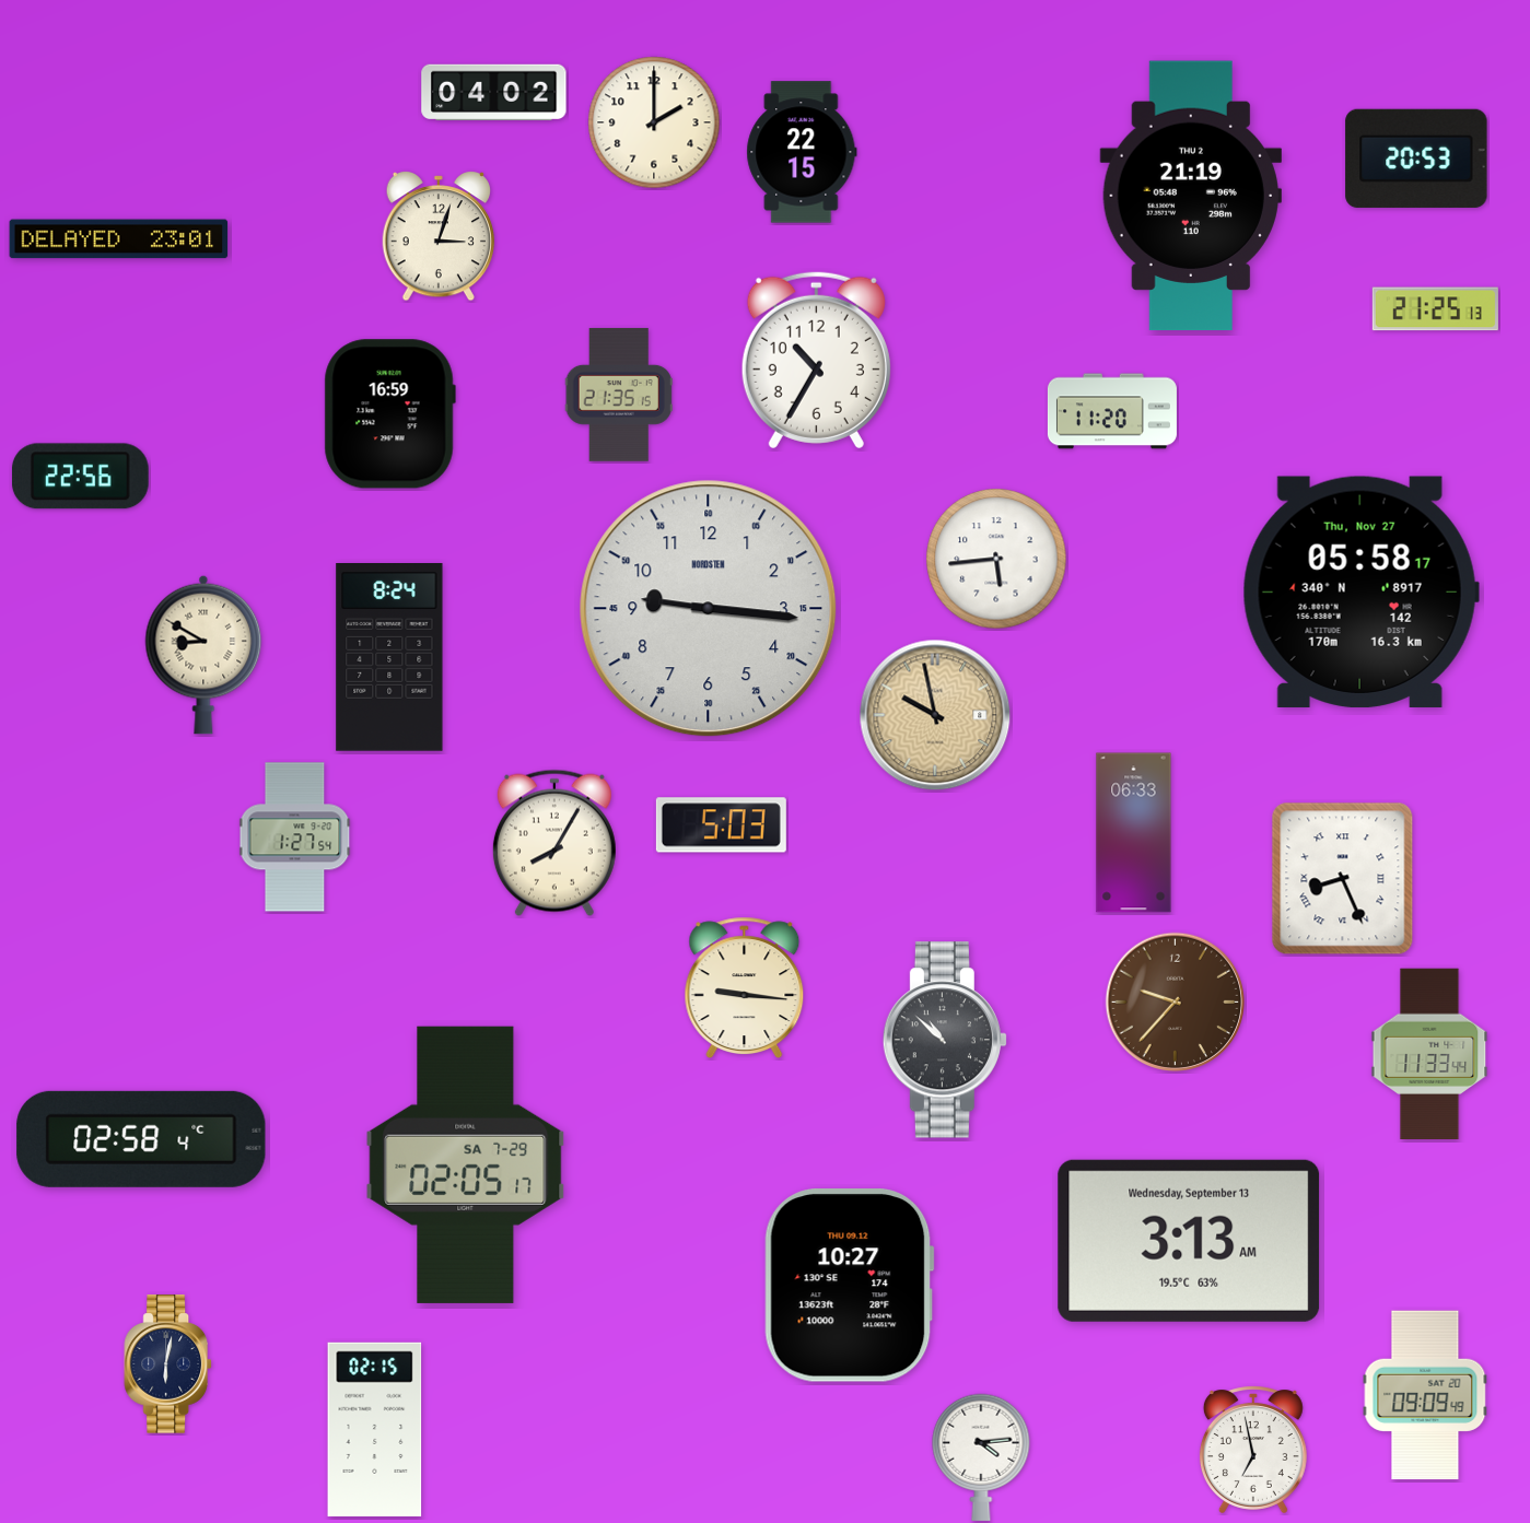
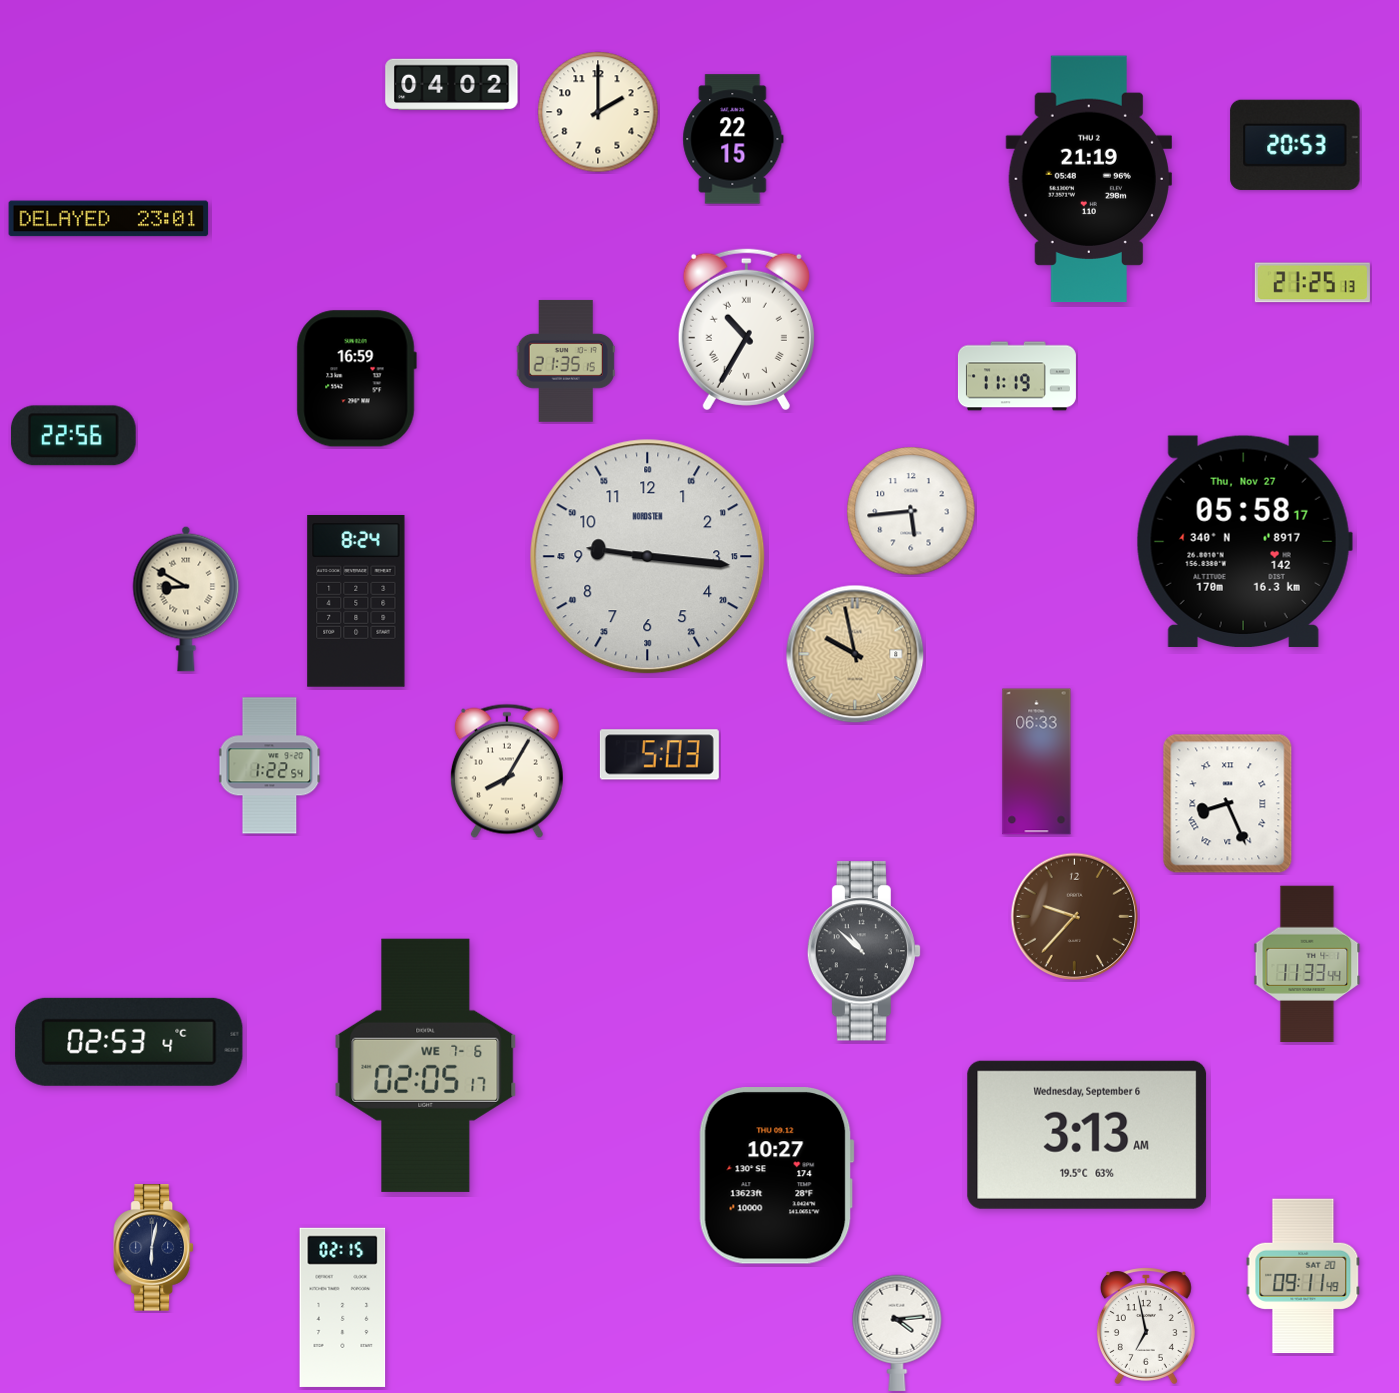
clock at (437, 237): 3:03 -> none
clock at (816, 360) numerals: Arabic -> Roman
clock at (1112, 411): 11:20 -> 11:19
clock at (295, 837): 1:27 -> 1:22
clock at (745, 987): 9:16 -> none
clock at (141, 1139): 02:58 -> 02:53
clock at (466, 1164) date: SA 7-29 -> WE 7-6
clock at (1189, 1241) date: Wednesday, September 13 -> Wednesday, September 6
clock at (1425, 1395): 09:09 -> 09:11
